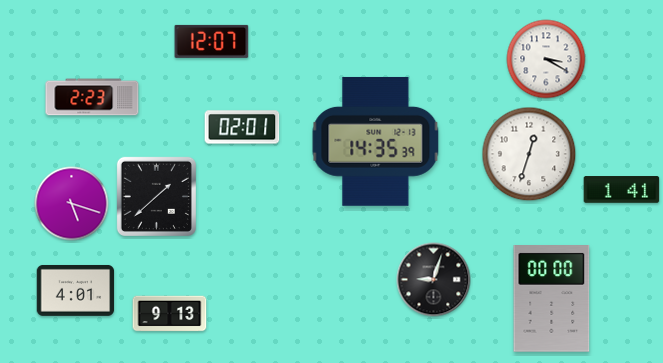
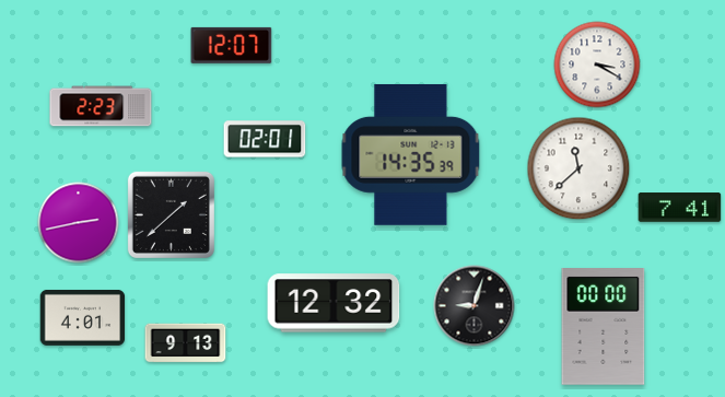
clock at (529, 154): 12:33 -> 11:38
clock at (622, 190): 1:41 -> 7:41
clock at (72, 204): 5:18 -> 2:43
clock at (334, 303): none -> 12:32
